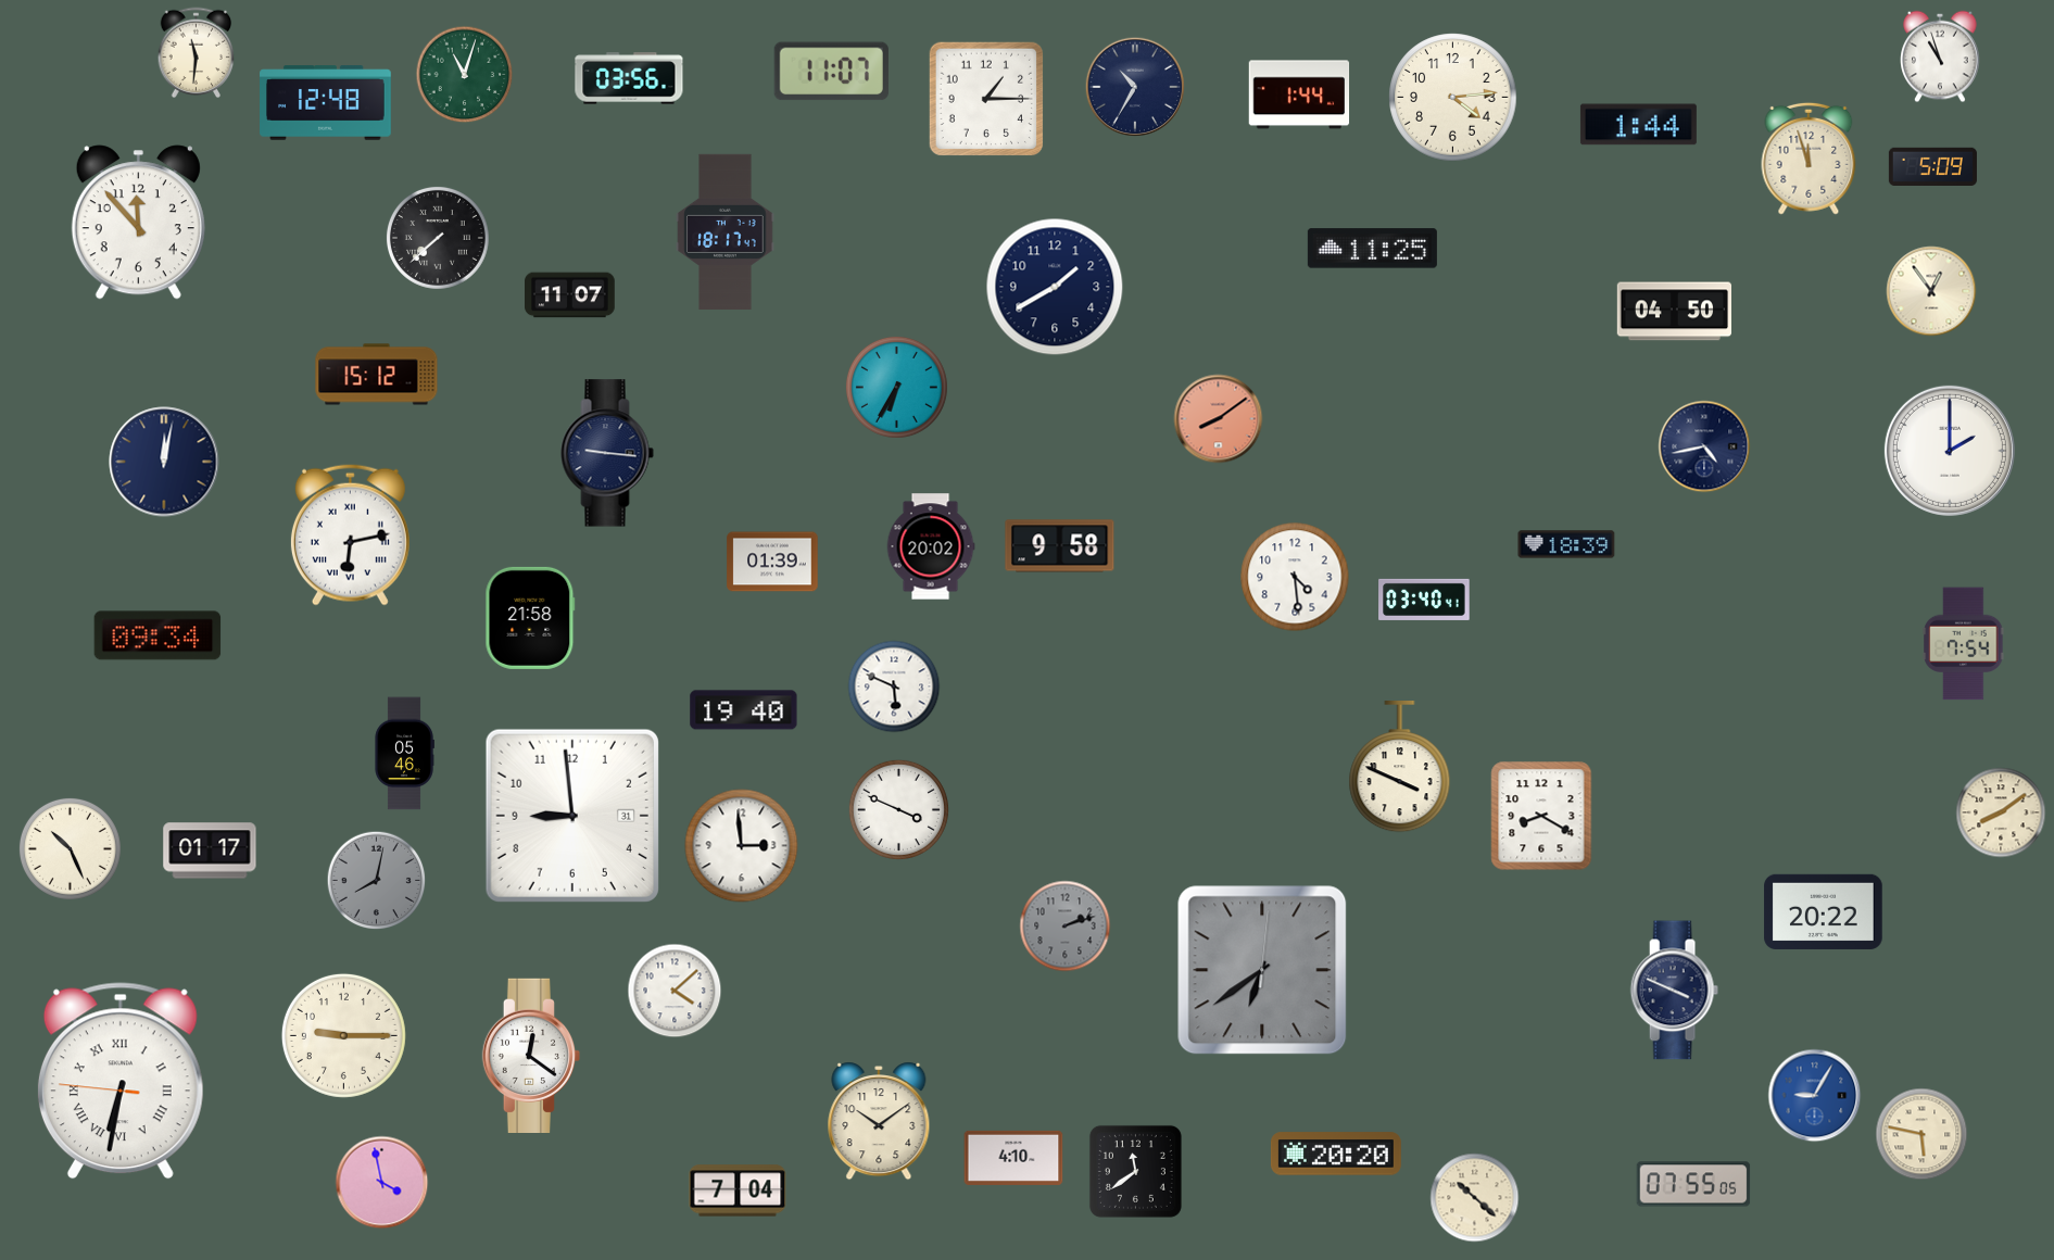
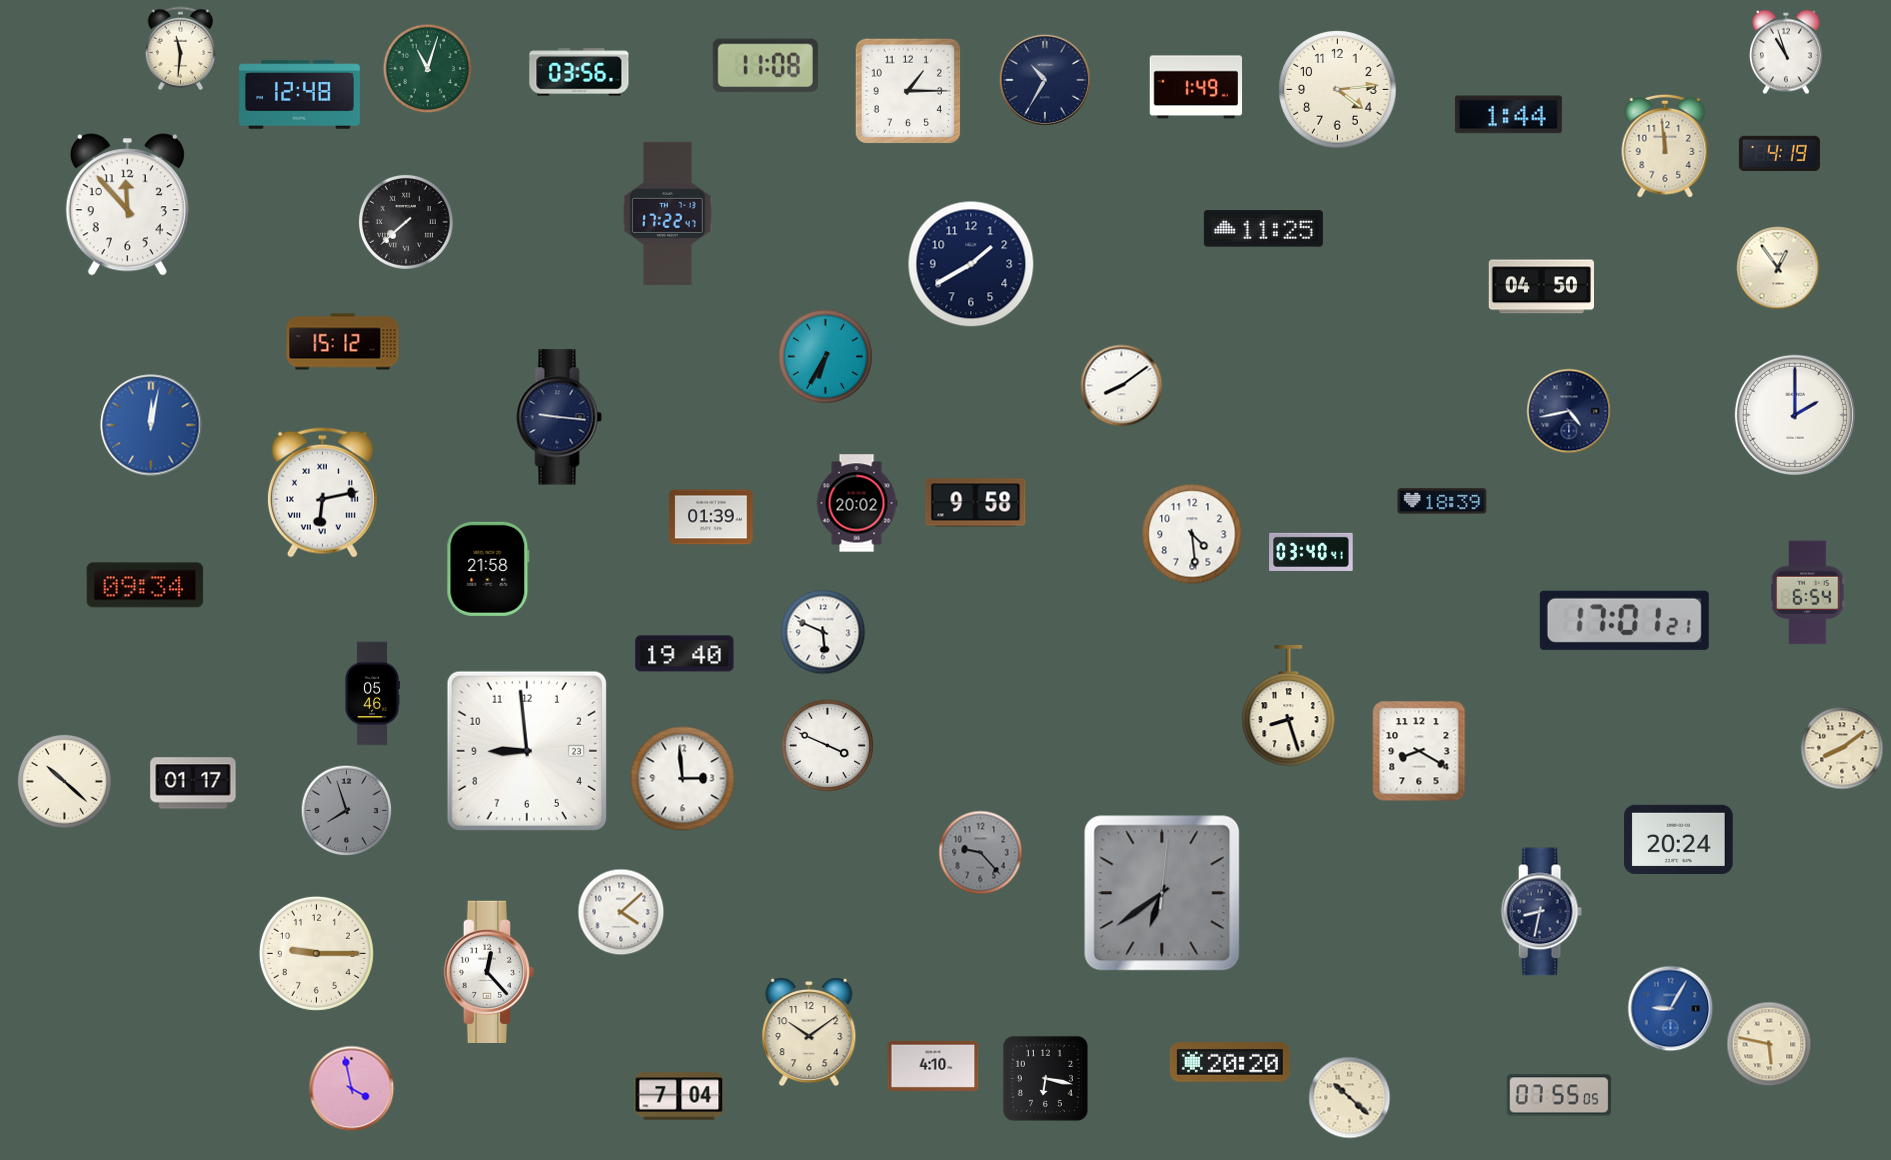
clock at (831, 72): 11:07 -> 11:08
clock at (1299, 94): 1:44 -> 1:49
clock at (1809, 159): 11:57 -> 11:59
clock at (1932, 167): 5:09 -> 4:19
clock at (726, 231): 18:17 -> 17:22
clock at (438, 238) position: (438, 238) -> (406, 222)
clock at (570, 295): 11:07 -> none
clock at (377, 375) position: (377, 375) -> (343, 342)
clock at (1219, 419) dial: salmon -> white
clock at (164, 462) dial: navy -> blue
clock at (1295, 577) position: (1295, 577) -> (1192, 534)
clock at (1964, 644): 7:54 -> 6:54
clock at (1624, 620): none -> 17:01
clock at (1400, 768): 3:49 -> 8:27
clock at (572, 816) date: 31 -> 23
clock at (70, 848): 10:26 -> 10:22
clock at (377, 881): 8:02 -> 7:57
clock at (1824, 911): 20:22 -> 20:24
clock at (1066, 927): 2:12 -> 9:23
clock at (1674, 991): 3:49 -> 8:32
clock at (531, 1056): 12:21 -> 12:23
clock at (121, 1081): 6:31 -> none
clock at (1135, 1171): 11:39 -> 6:17
clock at (1693, 1184) position: (1693, 1184) -> (1559, 1095)
clock at (1475, 1198) position: (1475, 1198) -> (1350, 1098)
